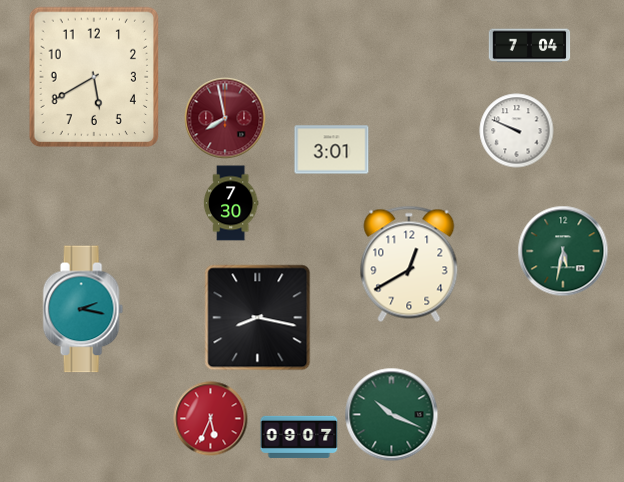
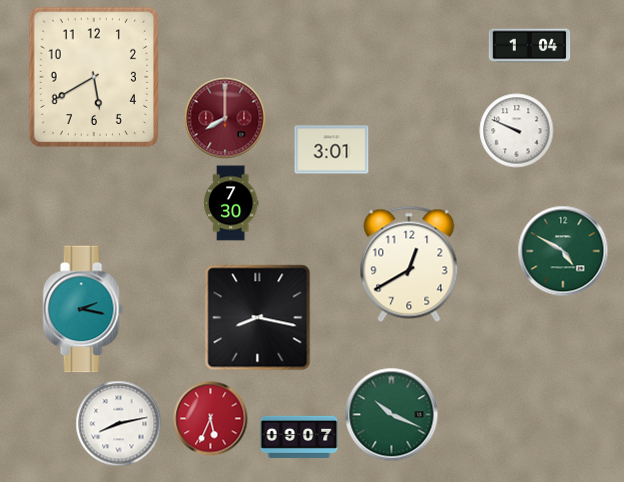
clock at (530, 46): 7:04 -> 1:04
clock at (225, 118): 7:58 -> 8:00
clock at (563, 251): 5:32 -> 4:50
clock at (119, 424): none -> 8:13
